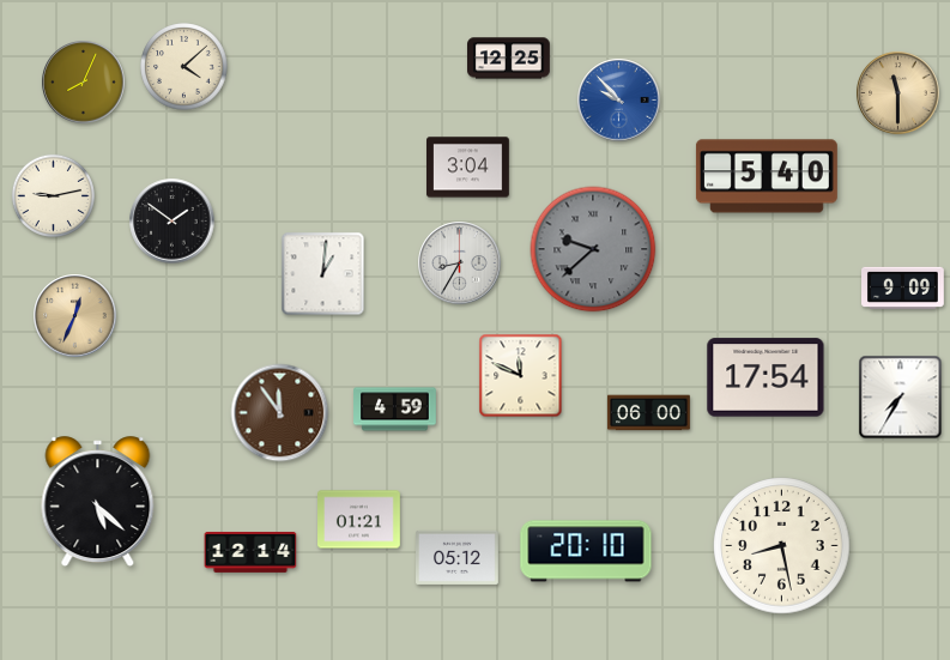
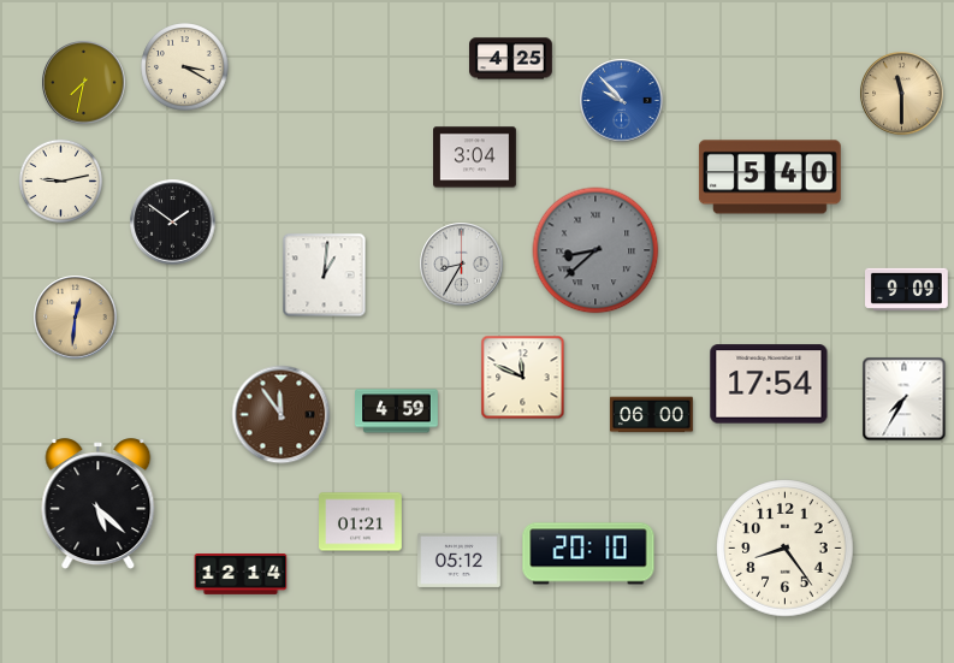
clock at (509, 59): 12:25 -> 4:25
clock at (184, 67): 4:08 -> 3:20
clock at (84, 83): 8:04 -> 7:32
clock at (468, 168) position: (468, 168) -> (475, 158)
clock at (53, 195) position: (53, 195) -> (60, 180)
clock at (593, 249): 9:38 -> 8:38
clock at (75, 316): 12:34 -> 12:31
clock at (766, 377) position: (766, 377) -> (769, 384)
clock at (782, 546): 8:28 -> 8:24
clock at (250, 553) position: (250, 553) -> (241, 575)
